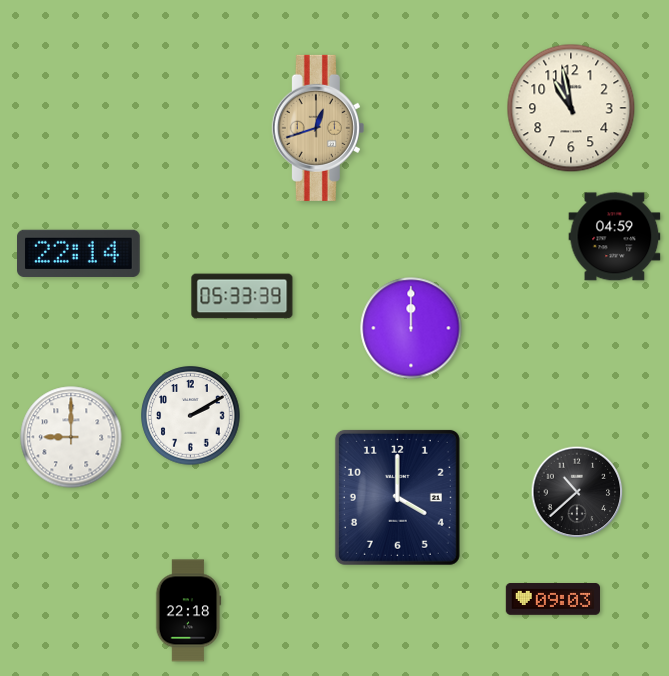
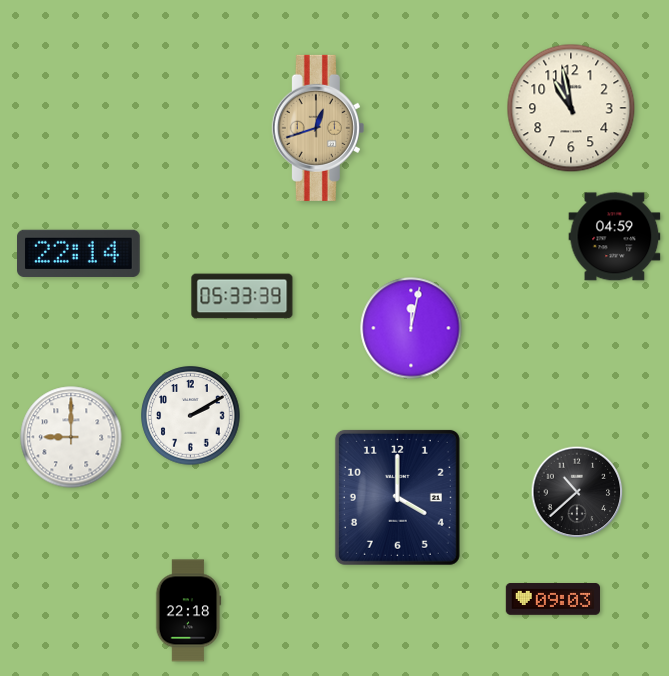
clock at (411, 328): 12:00 -> 12:02
